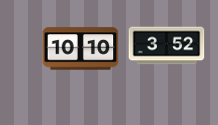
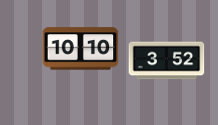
clock at (167, 46) position: (167, 46) -> (167, 61)
